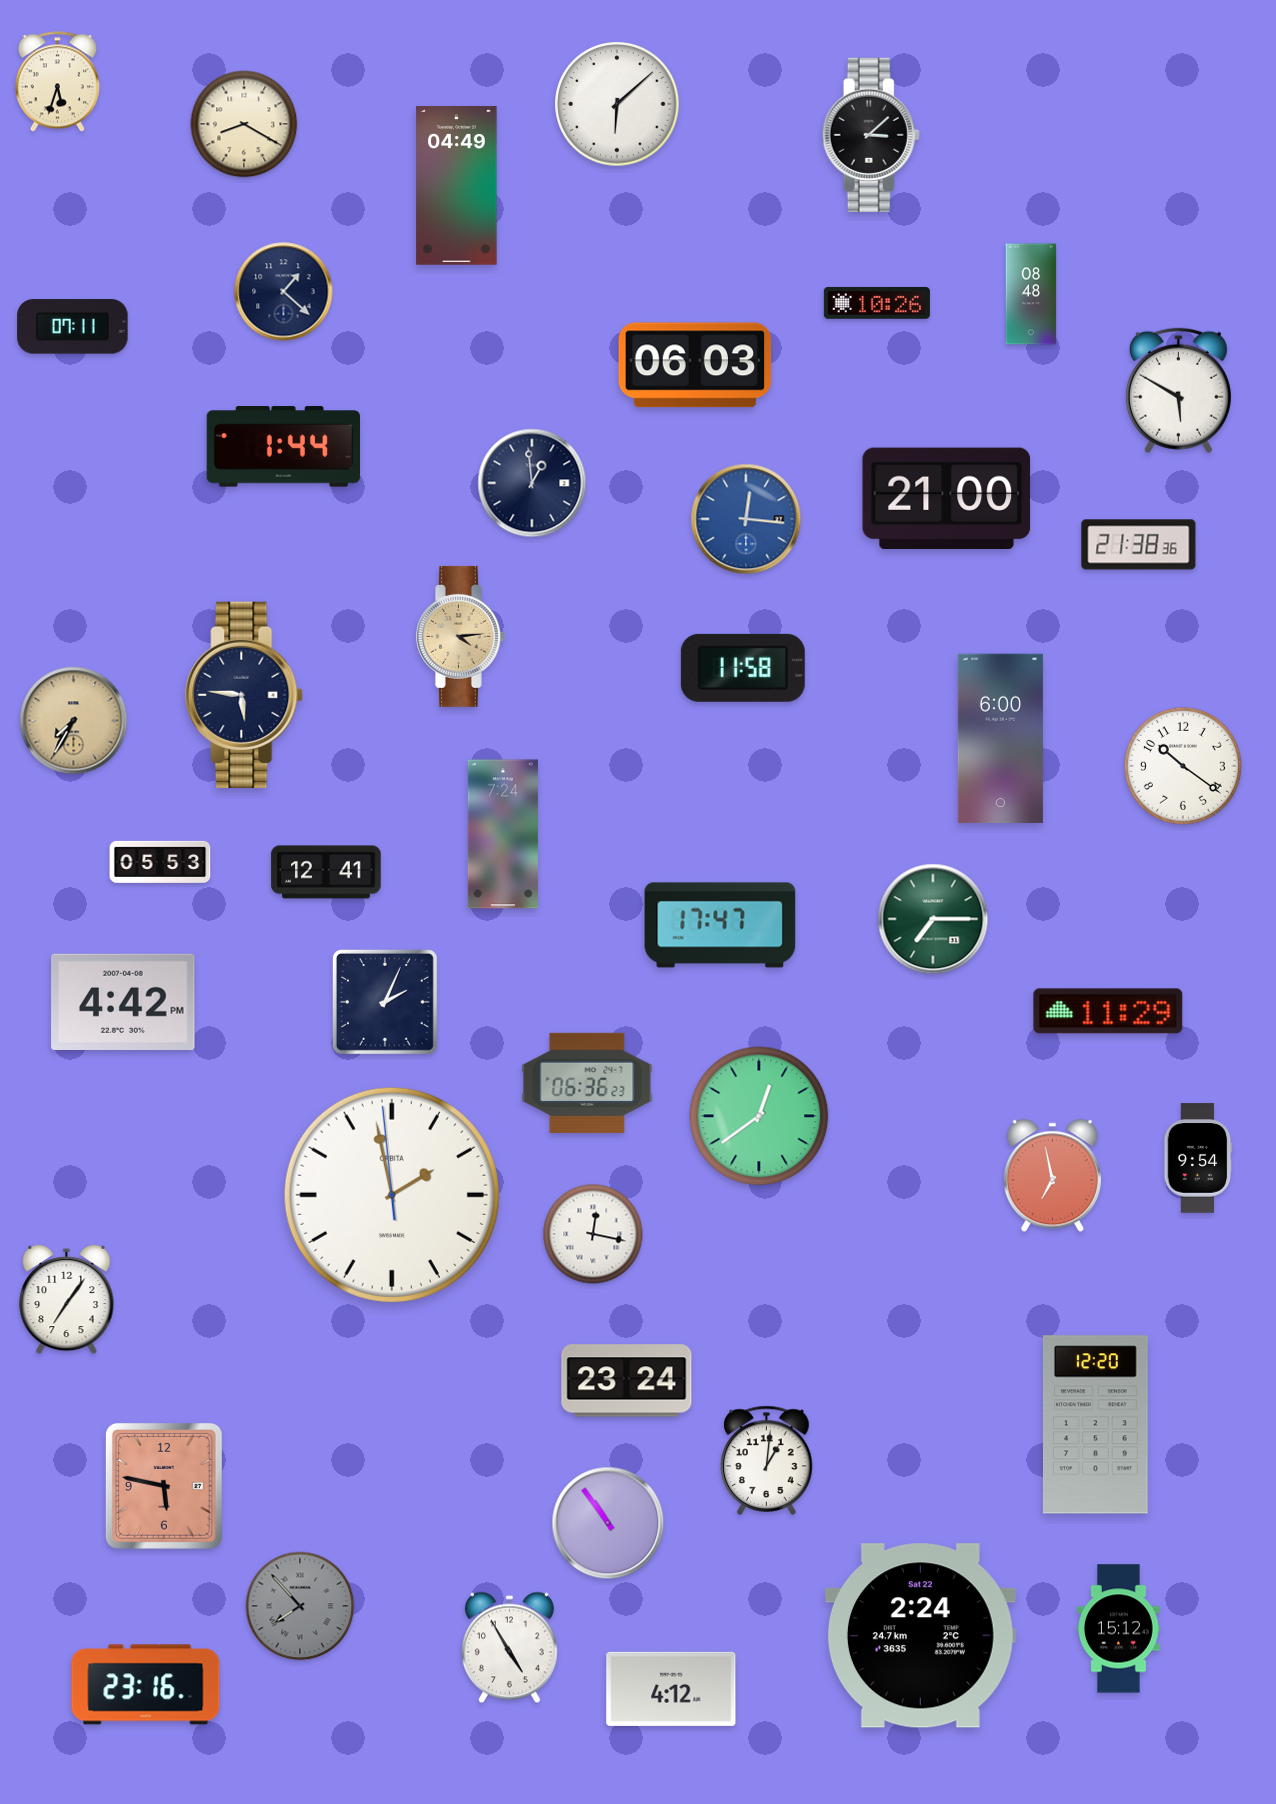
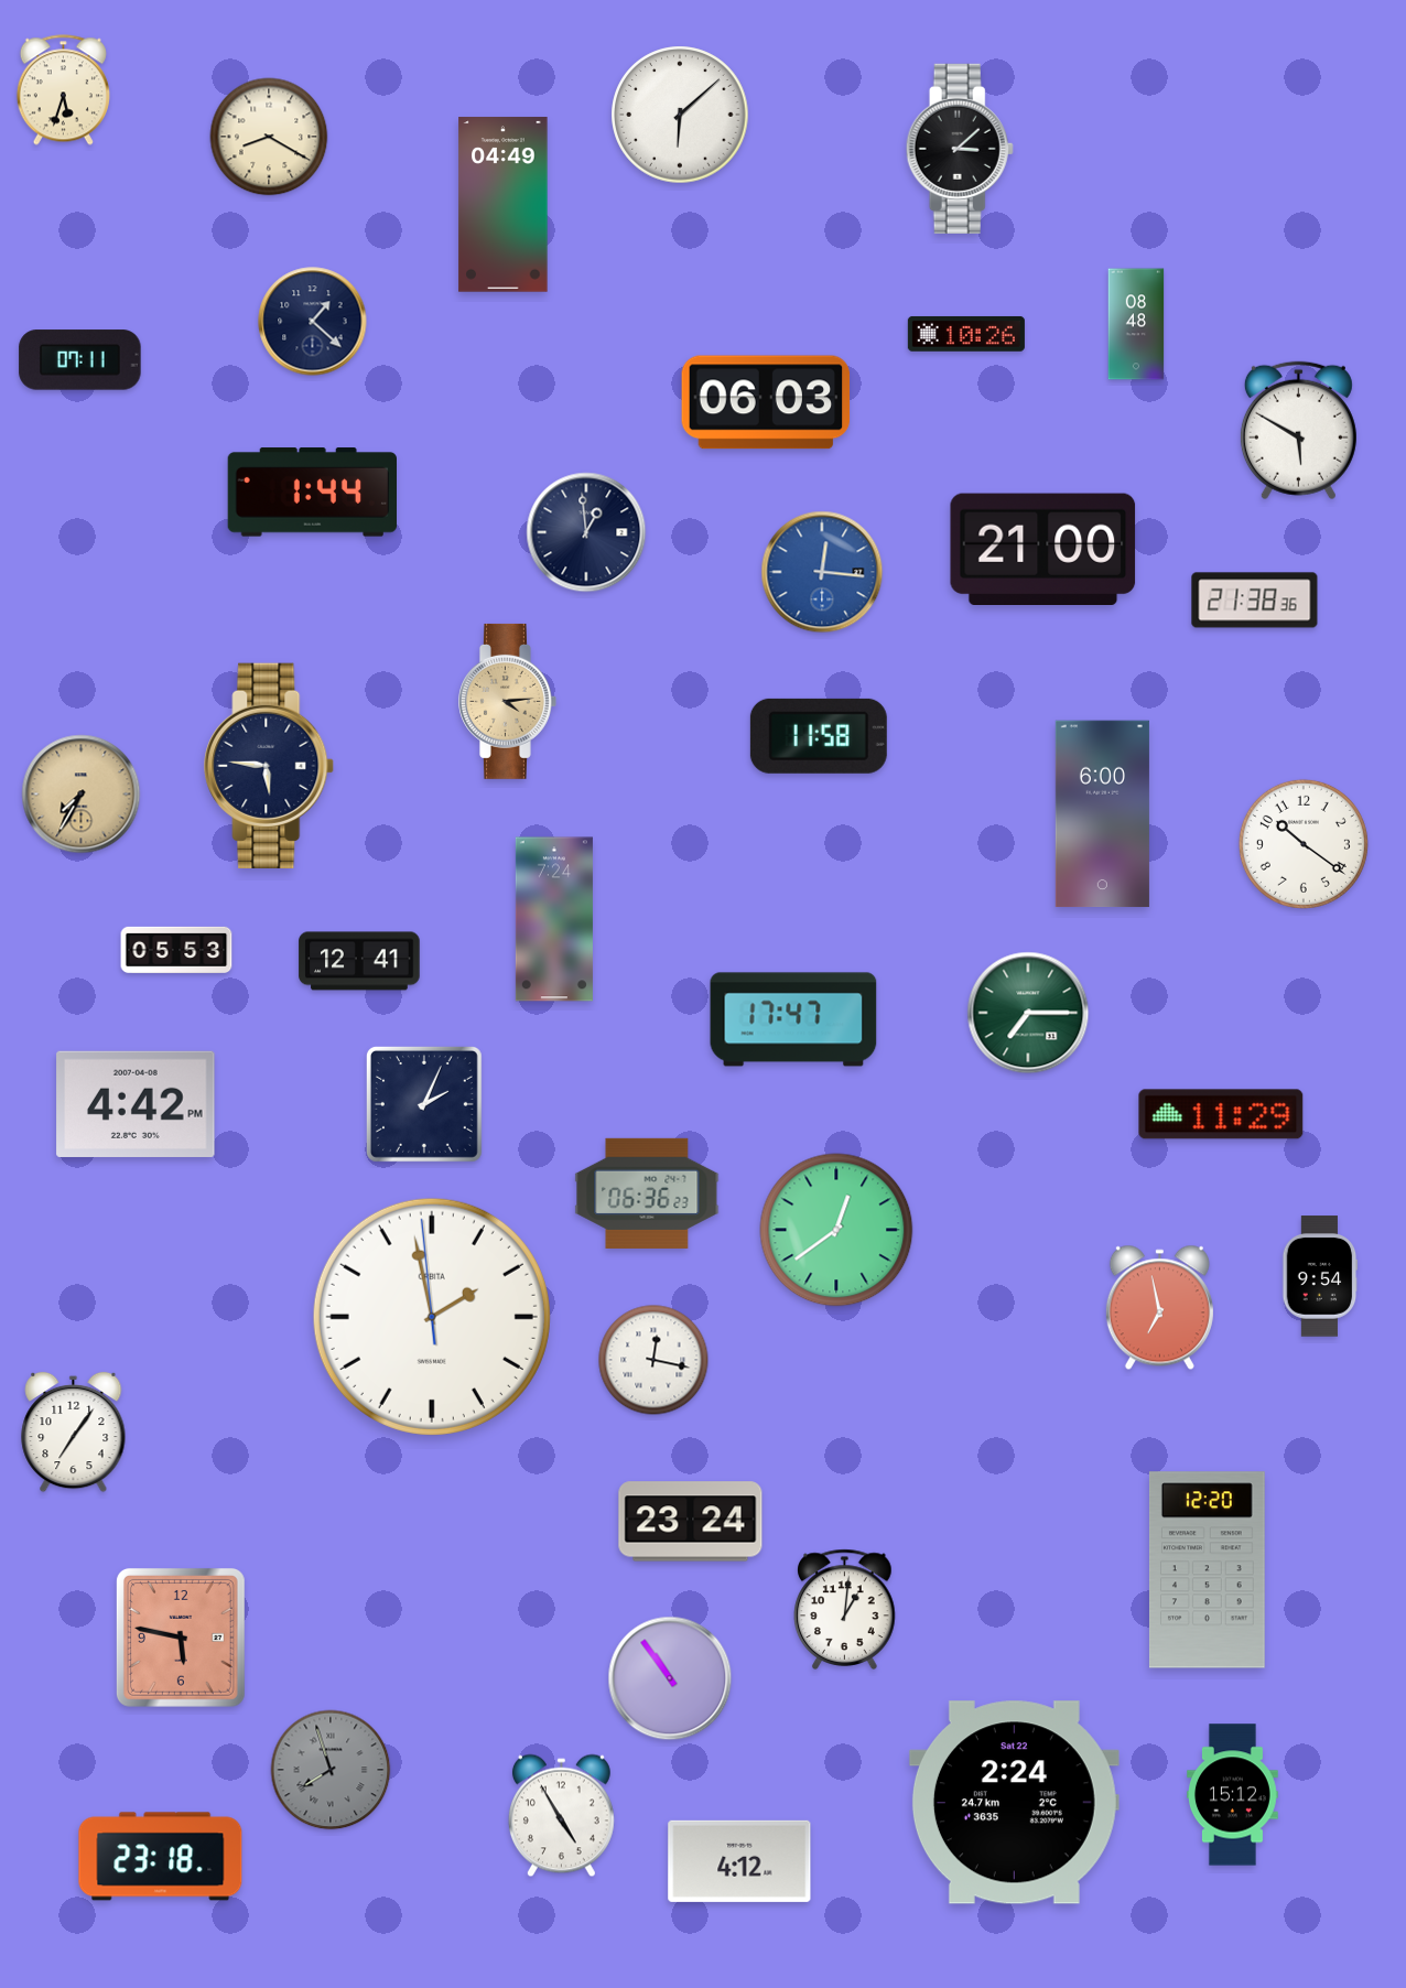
clock at (1052, 1176) position: (1052, 1176) -> (1159, 1308)
clock at (300, 1606): 7:53 -> 7:57
clock at (146, 1685): 23:16 -> 23:18
